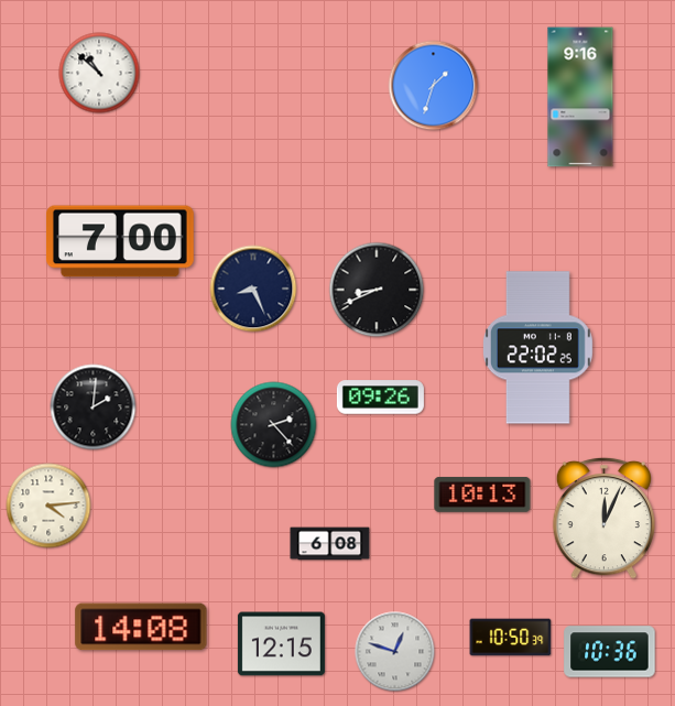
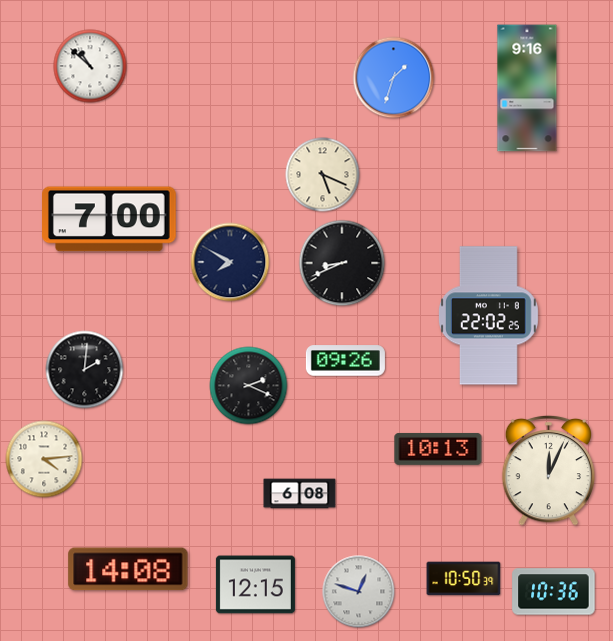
clock at (323, 175): none -> 5:19
clock at (253, 289): 8:26 -> 7:50
clock at (274, 425): 2:23 -> 2:19
